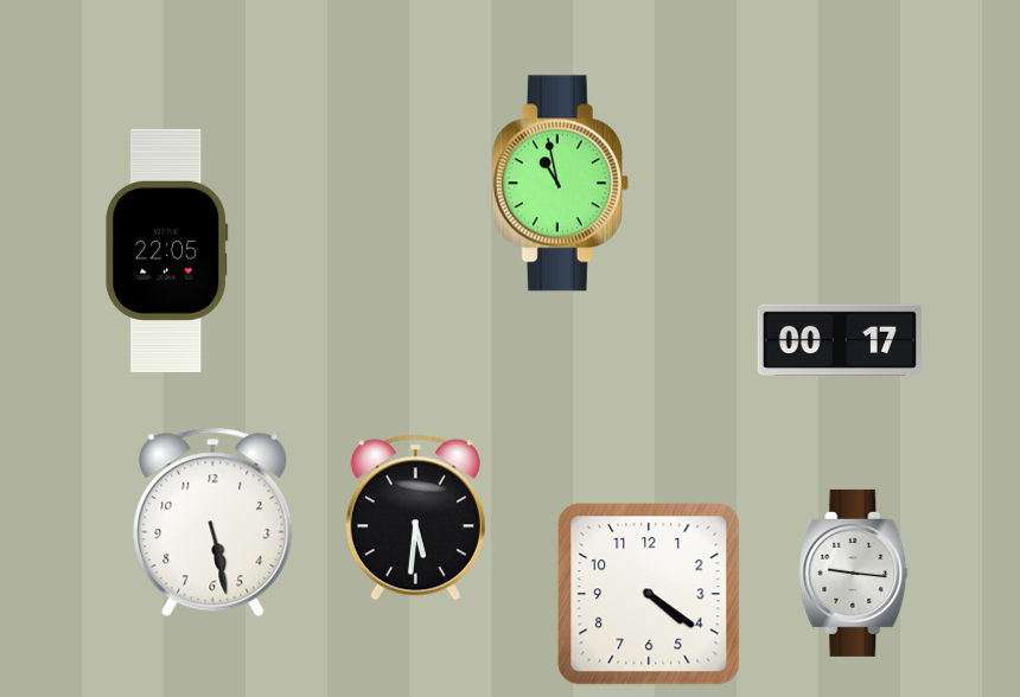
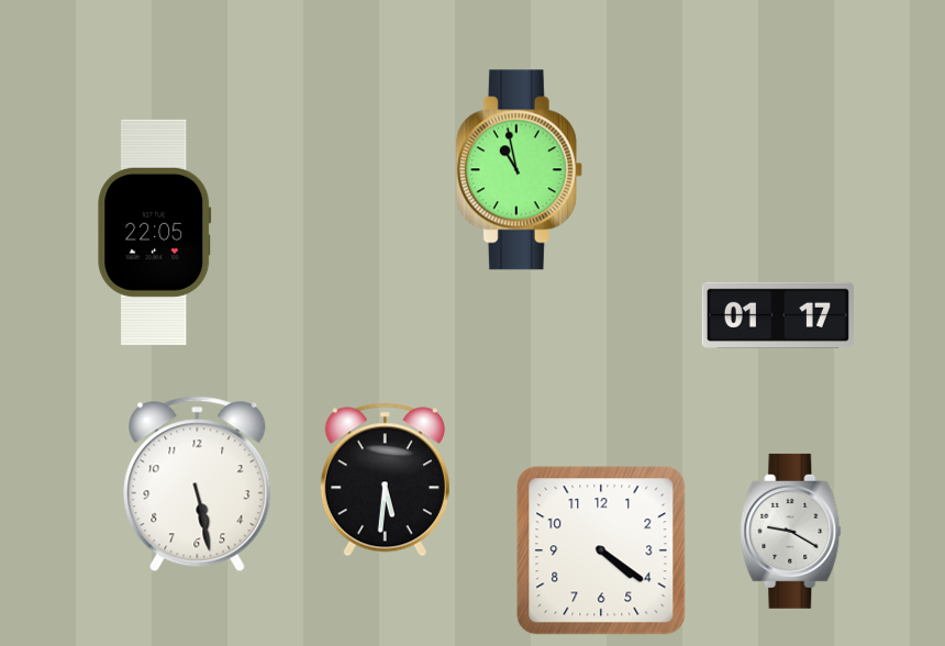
clock at (840, 339): 00:17 -> 01:17
clock at (854, 573): 9:16 -> 9:20
